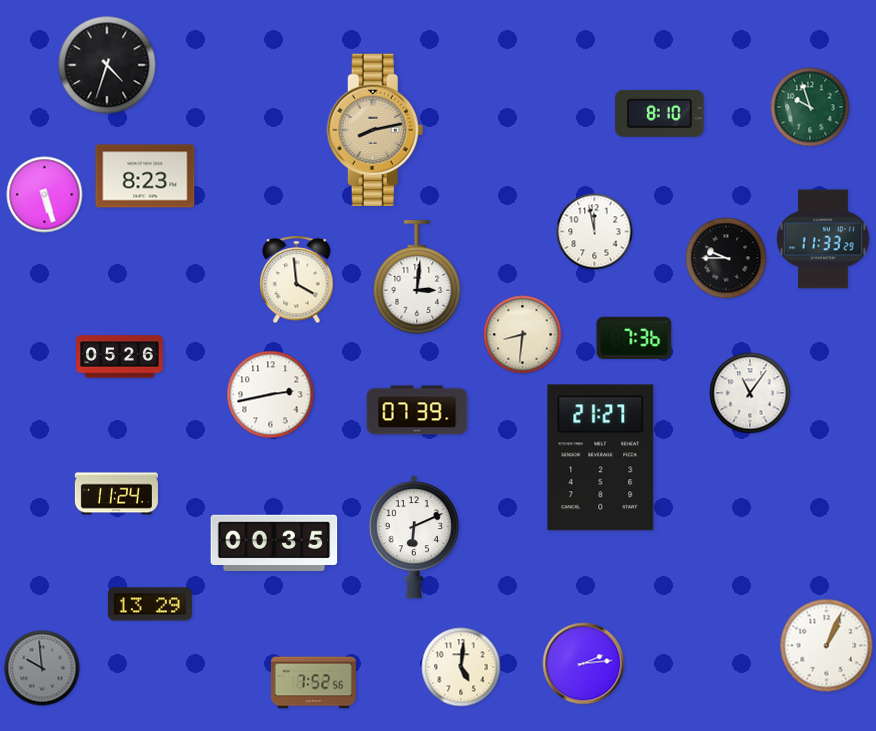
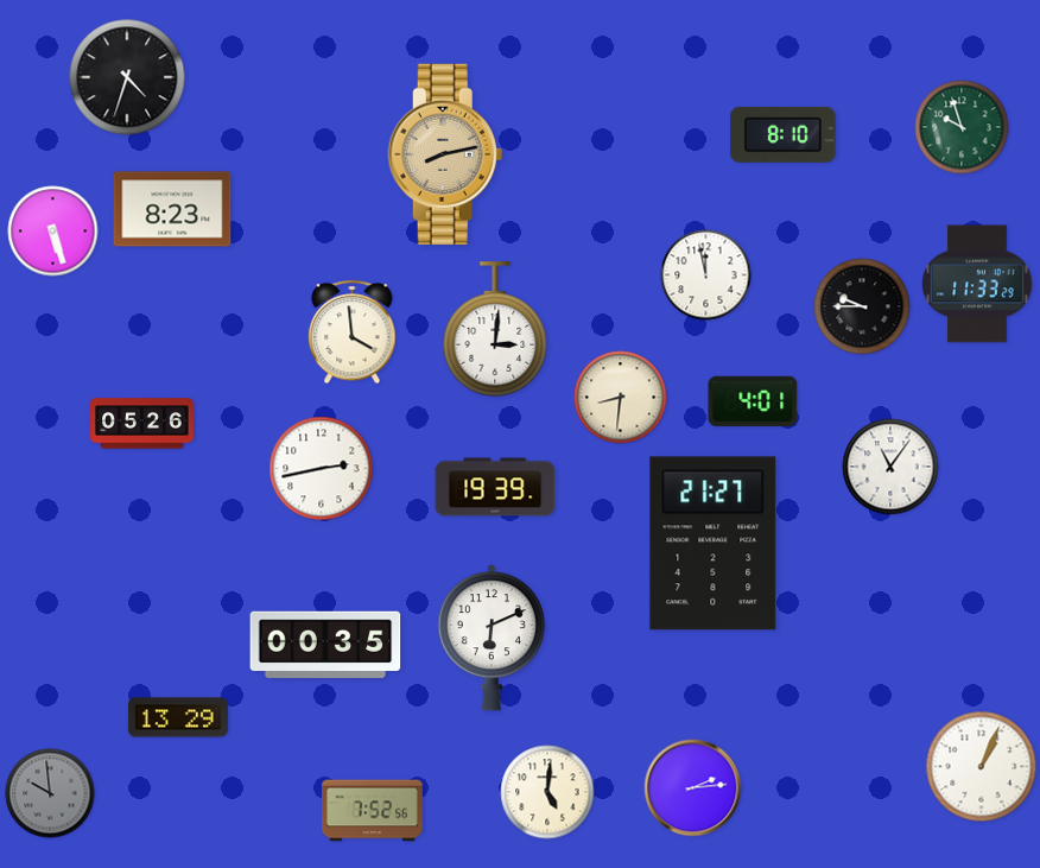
clock at (634, 337): 7:36 -> 4:01
clock at (417, 410): 07:39 -> 19:39
clock at (116, 494): 11:24 -> none
